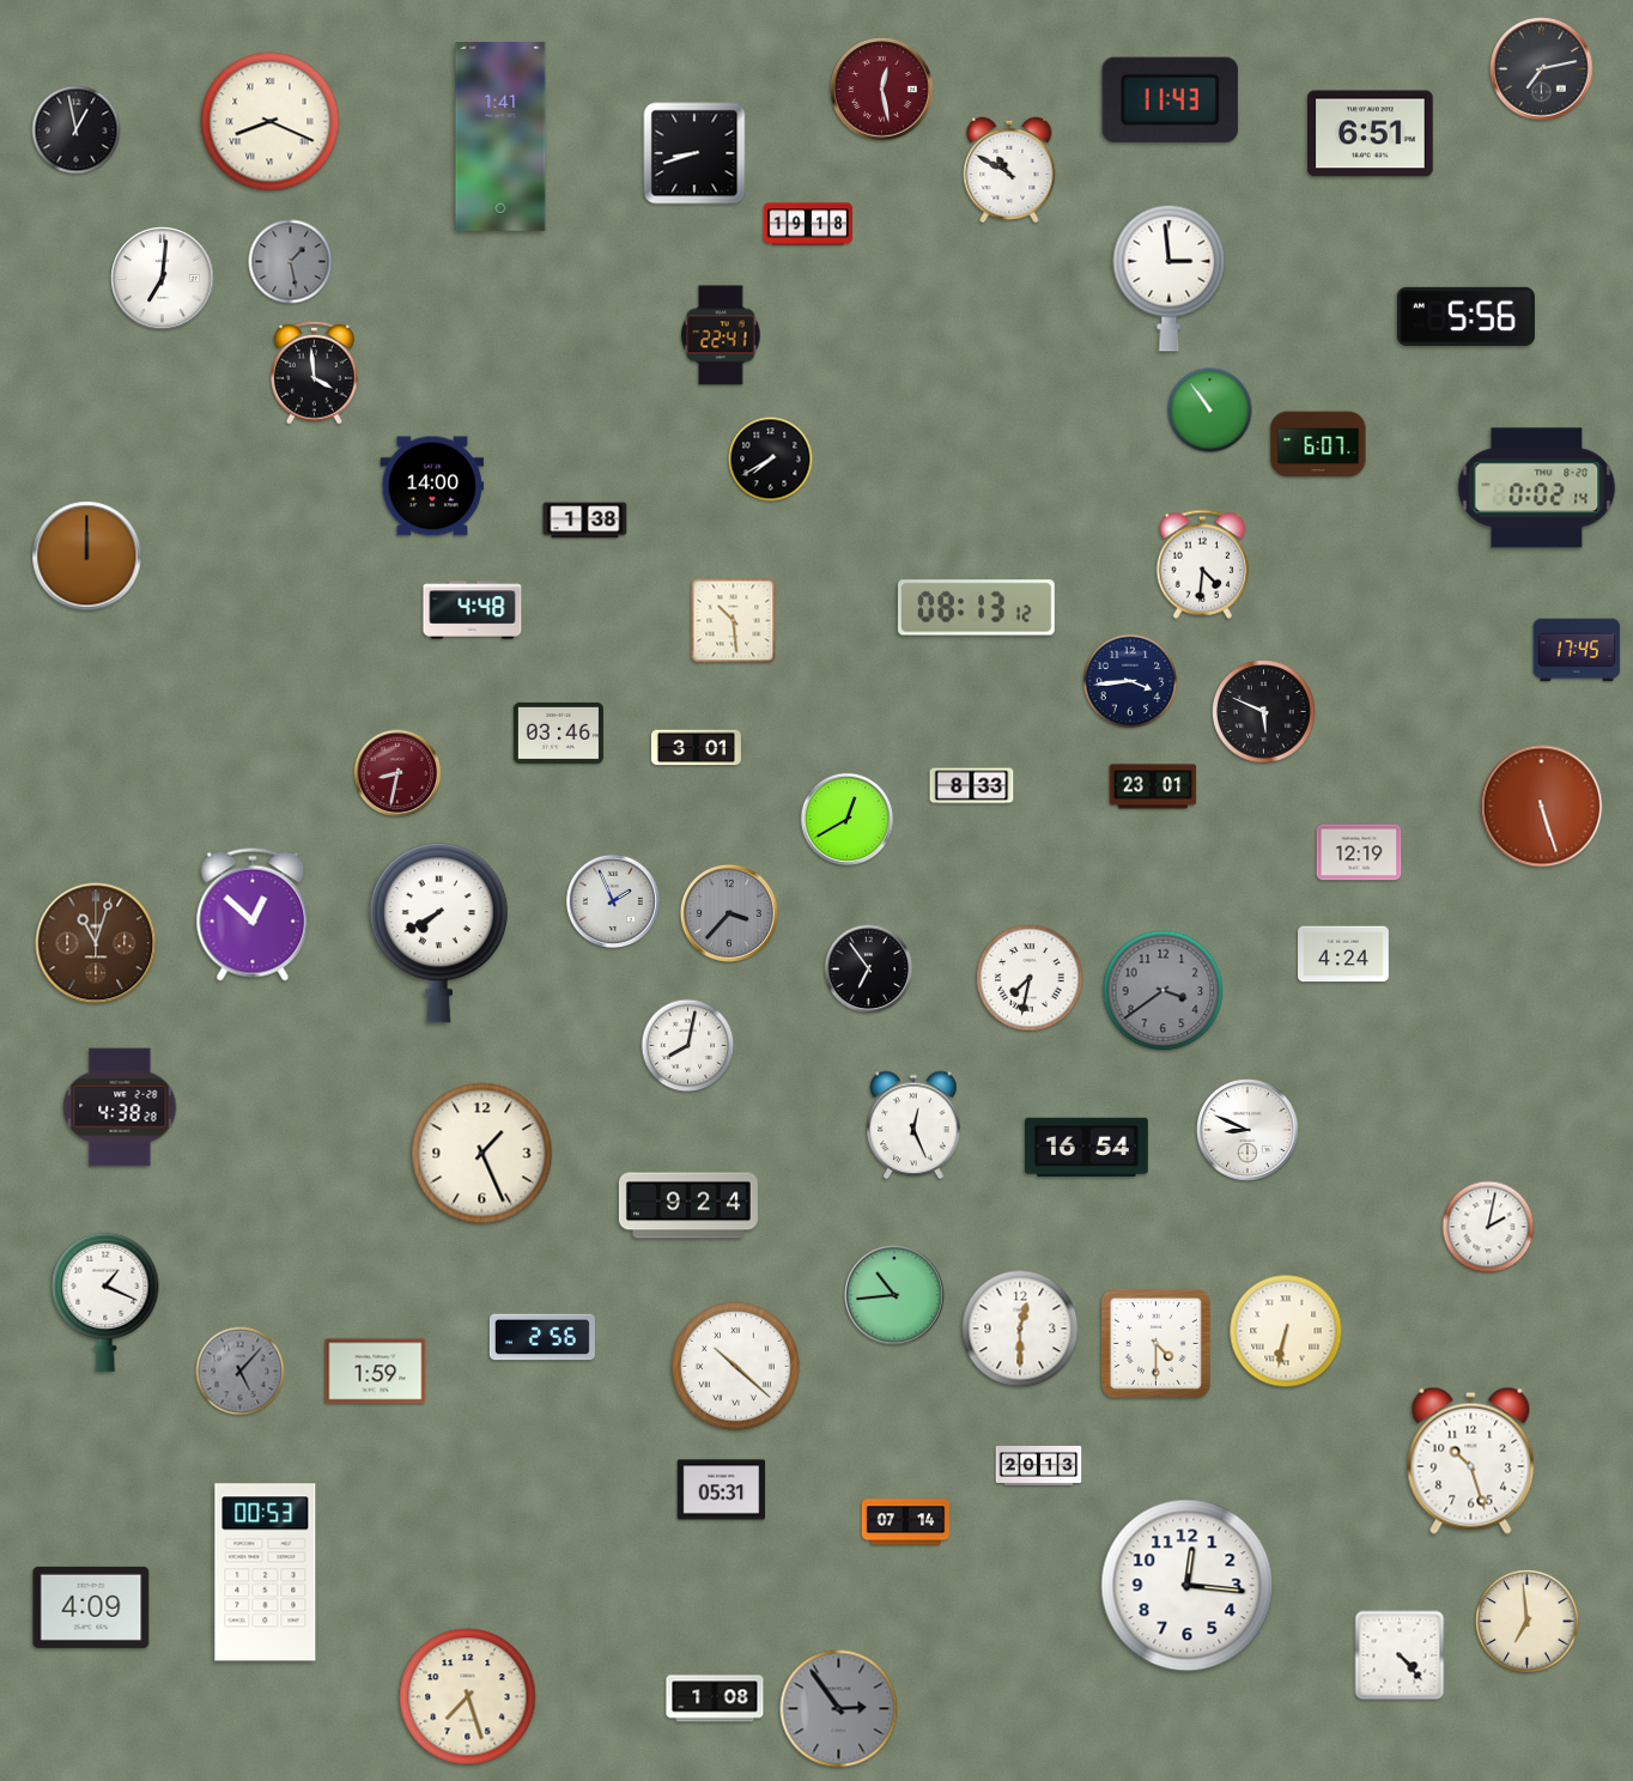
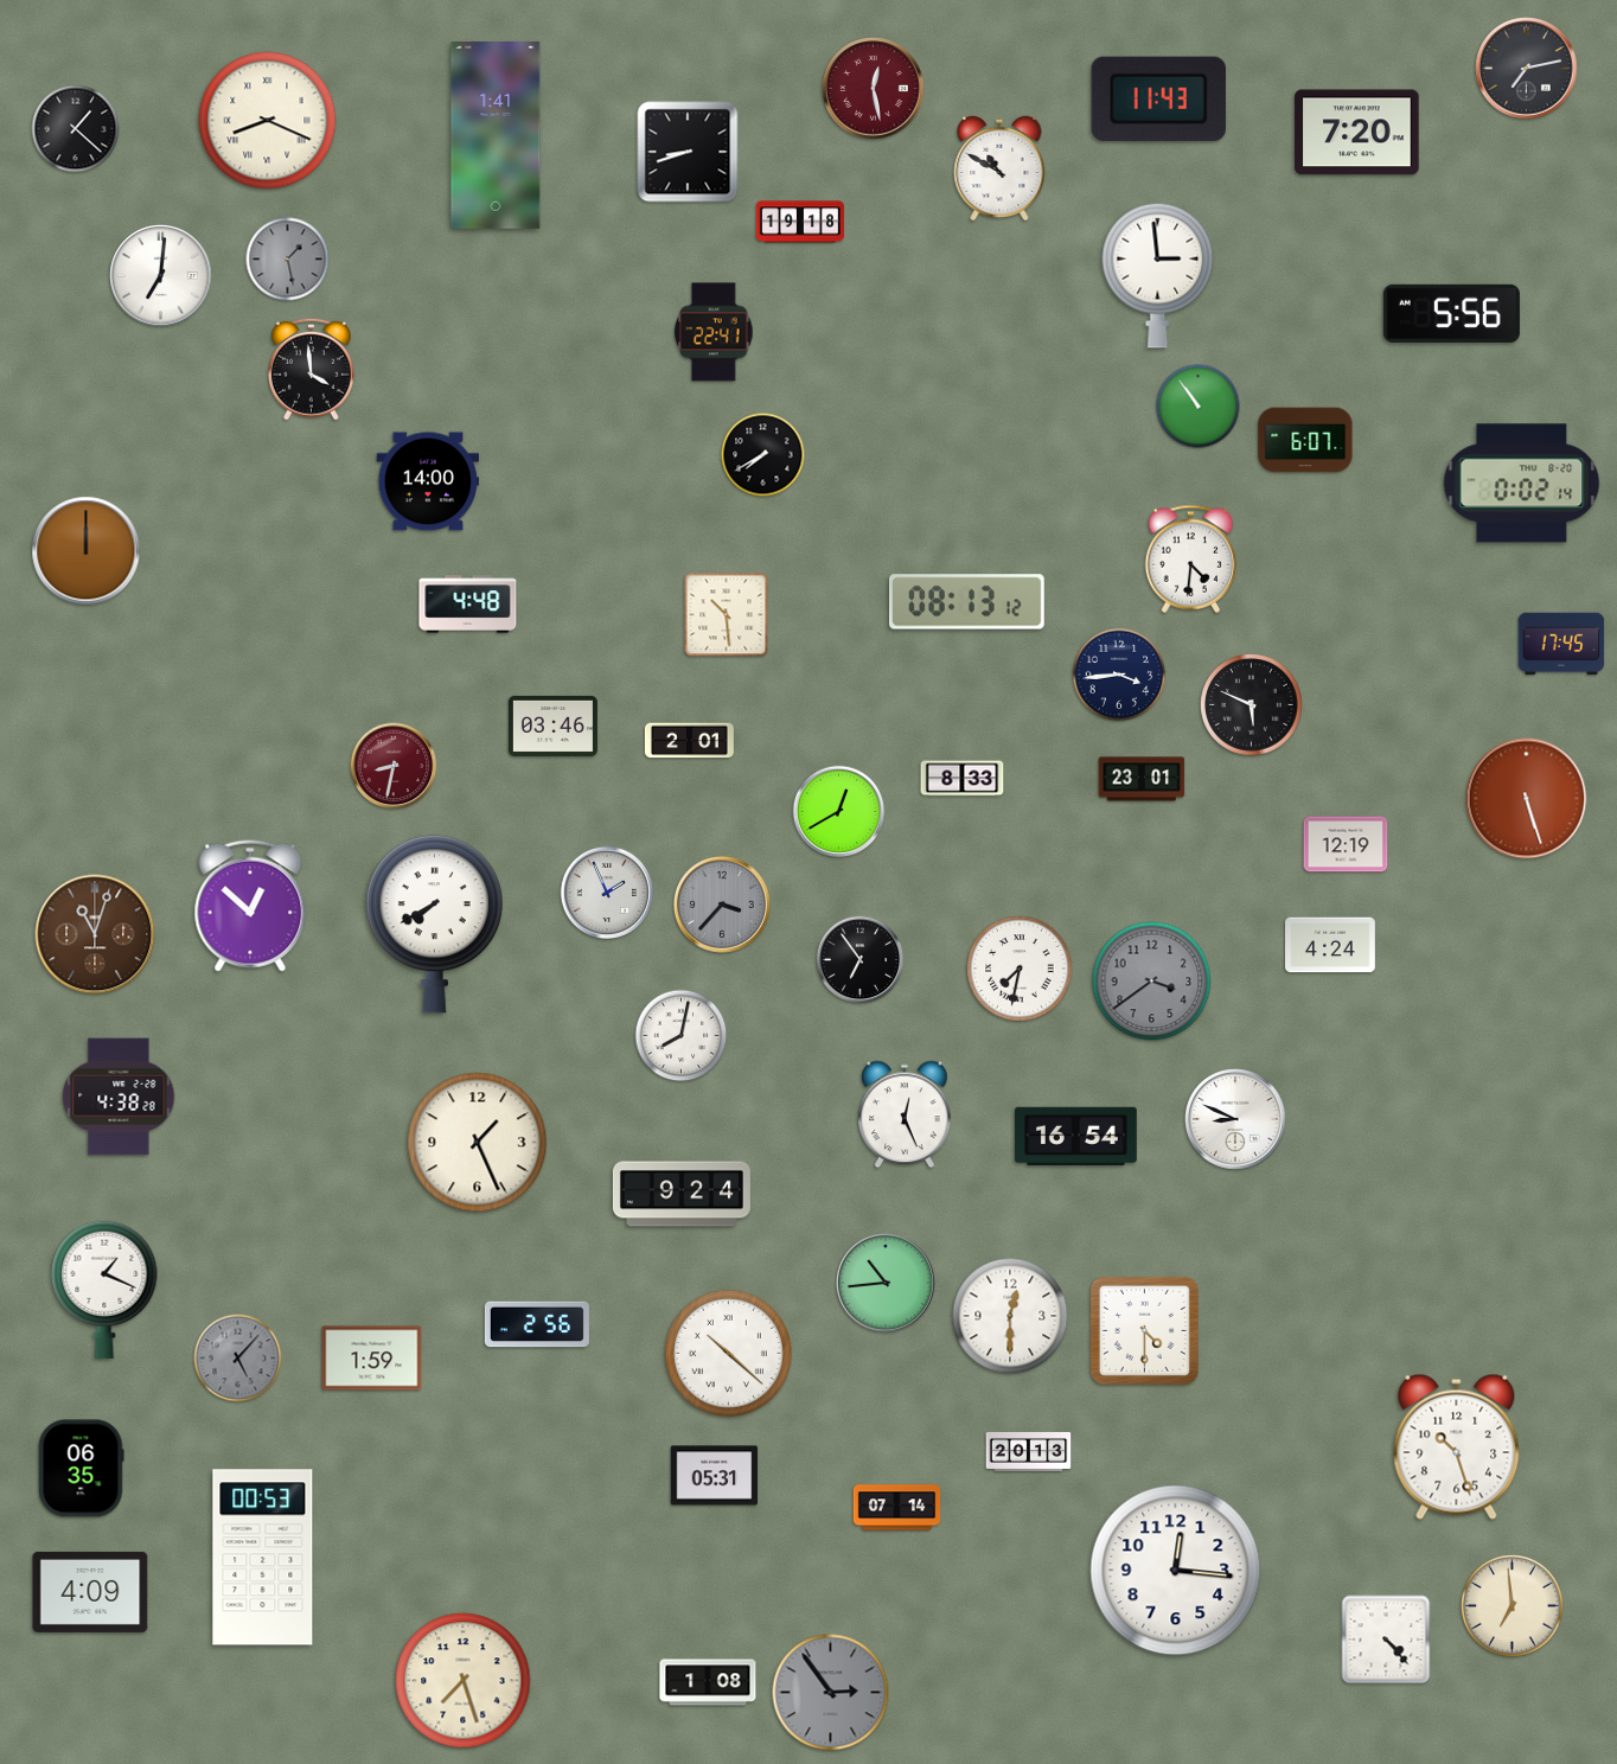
clock at (77, 130): 12:58 -> 1:22
clock at (1371, 134): 6:51 -> 7:20
clock at (585, 521): 1:38 -> none
clock at (696, 748): 3:01 -> 2:01
clock at (1488, 1227): 2:02 -> none
clock at (1286, 1331): 6:32 -> none
clock at (81, 1469): none -> 06:35
